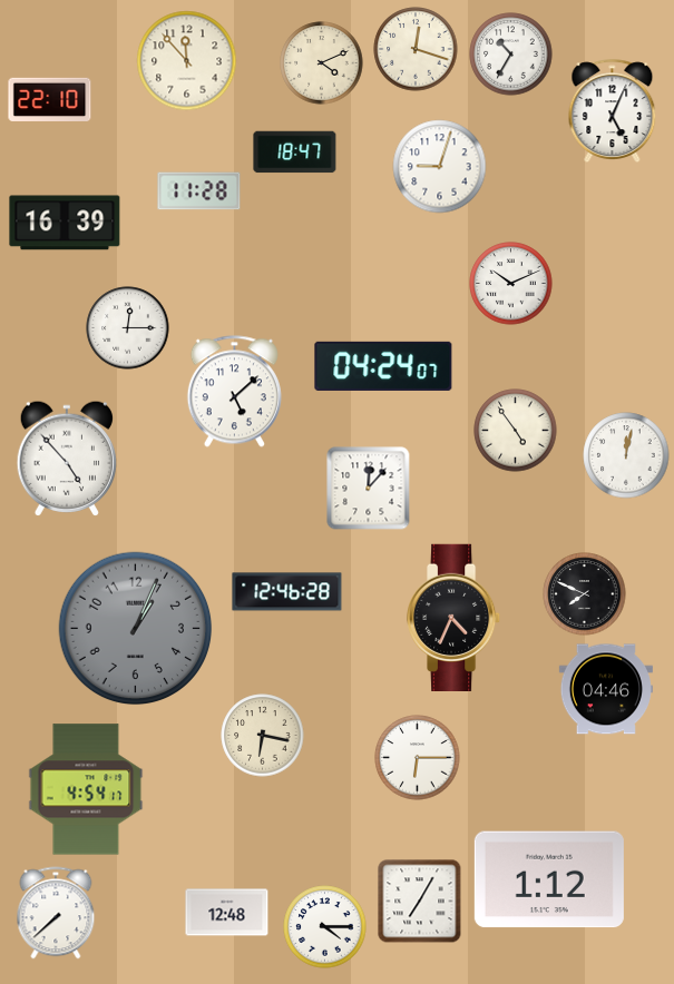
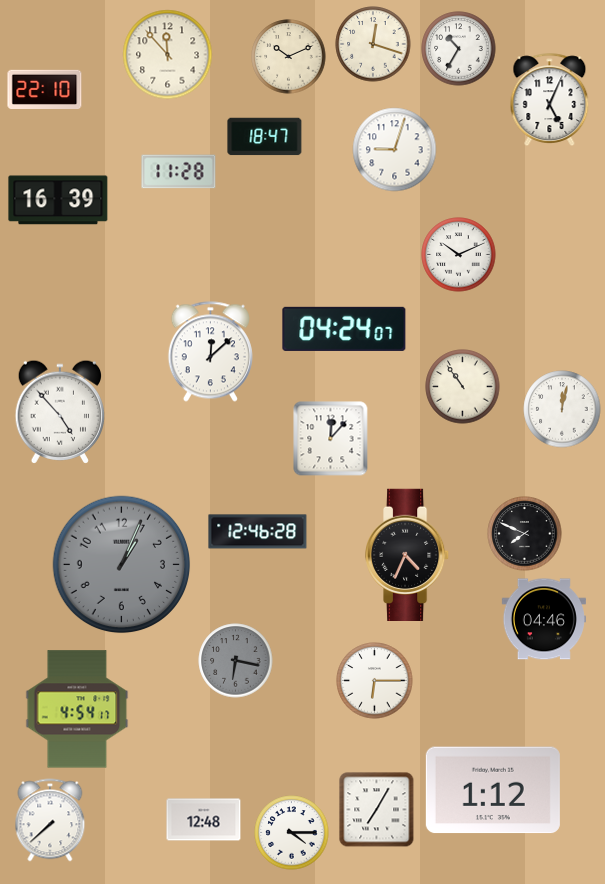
clock at (322, 63): 4:11 -> 10:11
clock at (128, 328): 12:15 -> none
clock at (234, 392): 5:08 -> 12:08
clock at (516, 431): 4:54 -> 10:54
clock at (263, 736) dial: cream -> grey
